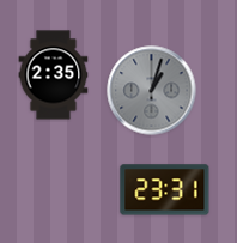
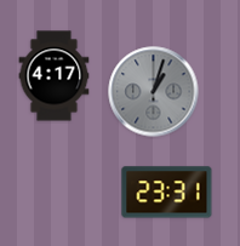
clock at (54, 75): 2:35 -> 4:17
